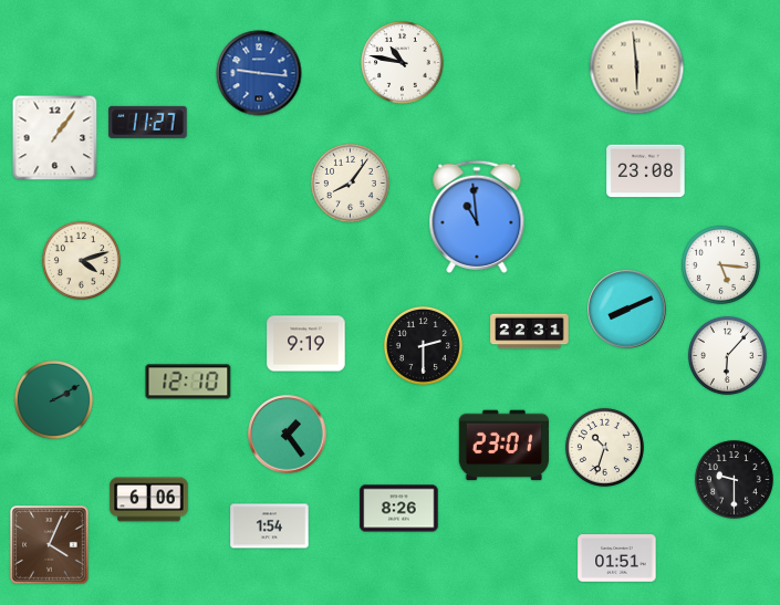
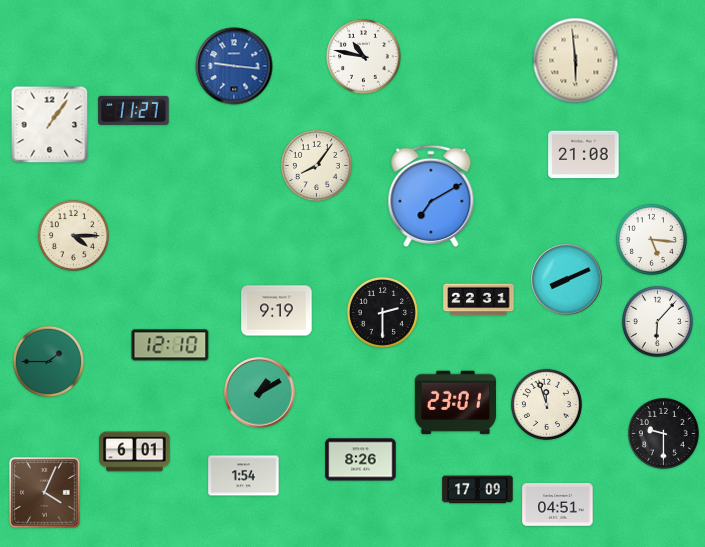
clock at (646, 171): 23:08 -> 21:08
clock at (477, 217): 10:59 -> 7:10
clock at (81, 260): 4:12 -> 4:15
clock at (53, 399): 2:10 -> 1:45
clock at (288, 435): 1:24 -> 1:10
clock at (604, 447): 10:33 -> 11:57
clock at (149, 500): 6:06 -> 6:01
clock at (478, 490): none -> 17:09
clock at (617, 559): 01:51 -> 04:51
